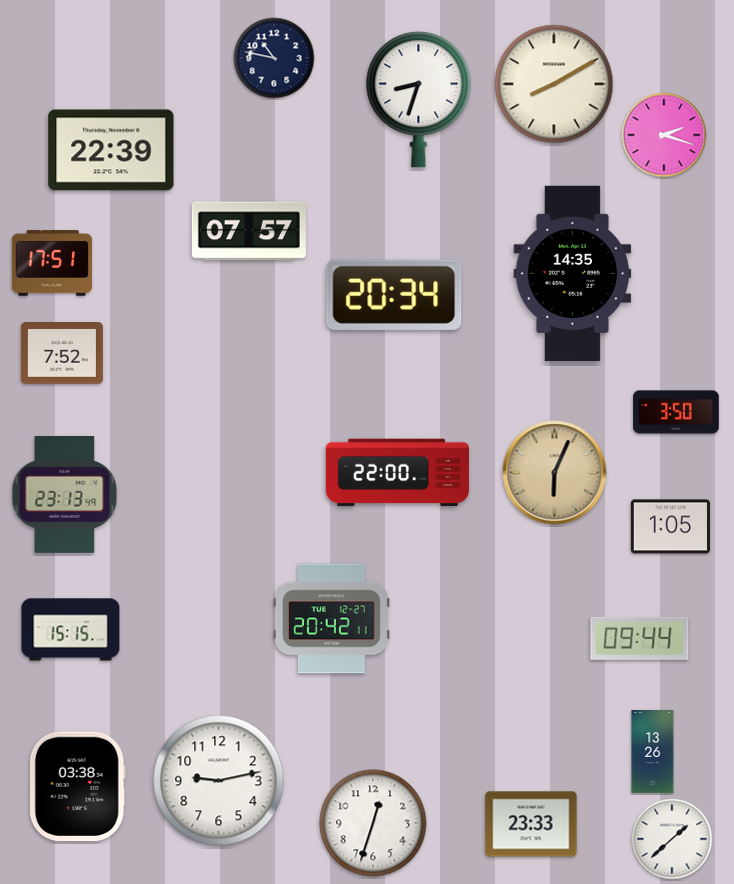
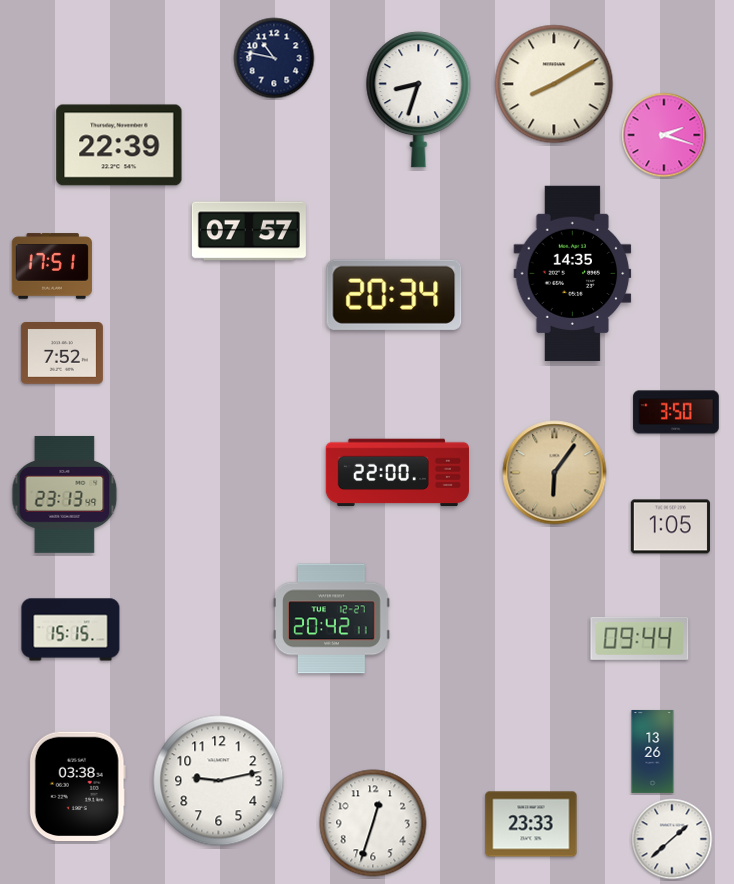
clock at (111, 150) position: (111, 150) -> (119, 145)
clock at (52, 263) position: (52, 263) -> (52, 266)
clock at (555, 473): 6:04 -> 6:06
